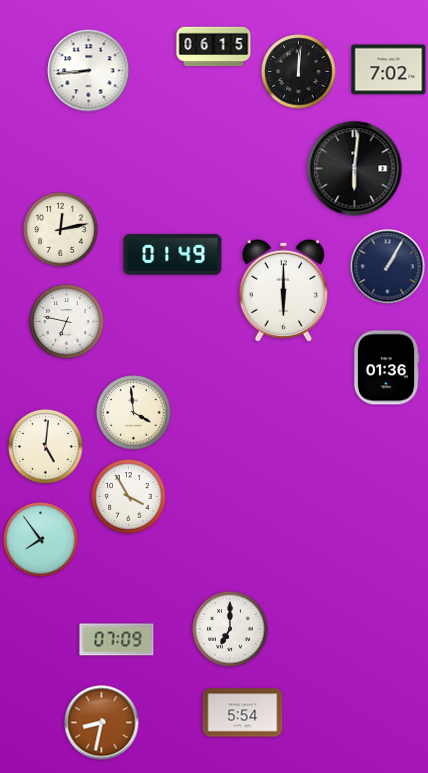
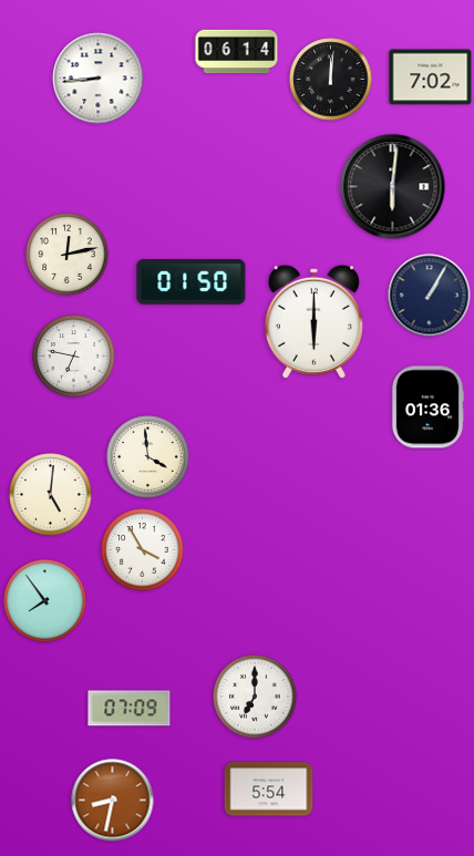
clock at (214, 47): 06:15 -> 06:14
clock at (173, 255): 01:49 -> 01:50
clock at (41, 540) position: (41, 540) -> (45, 601)
